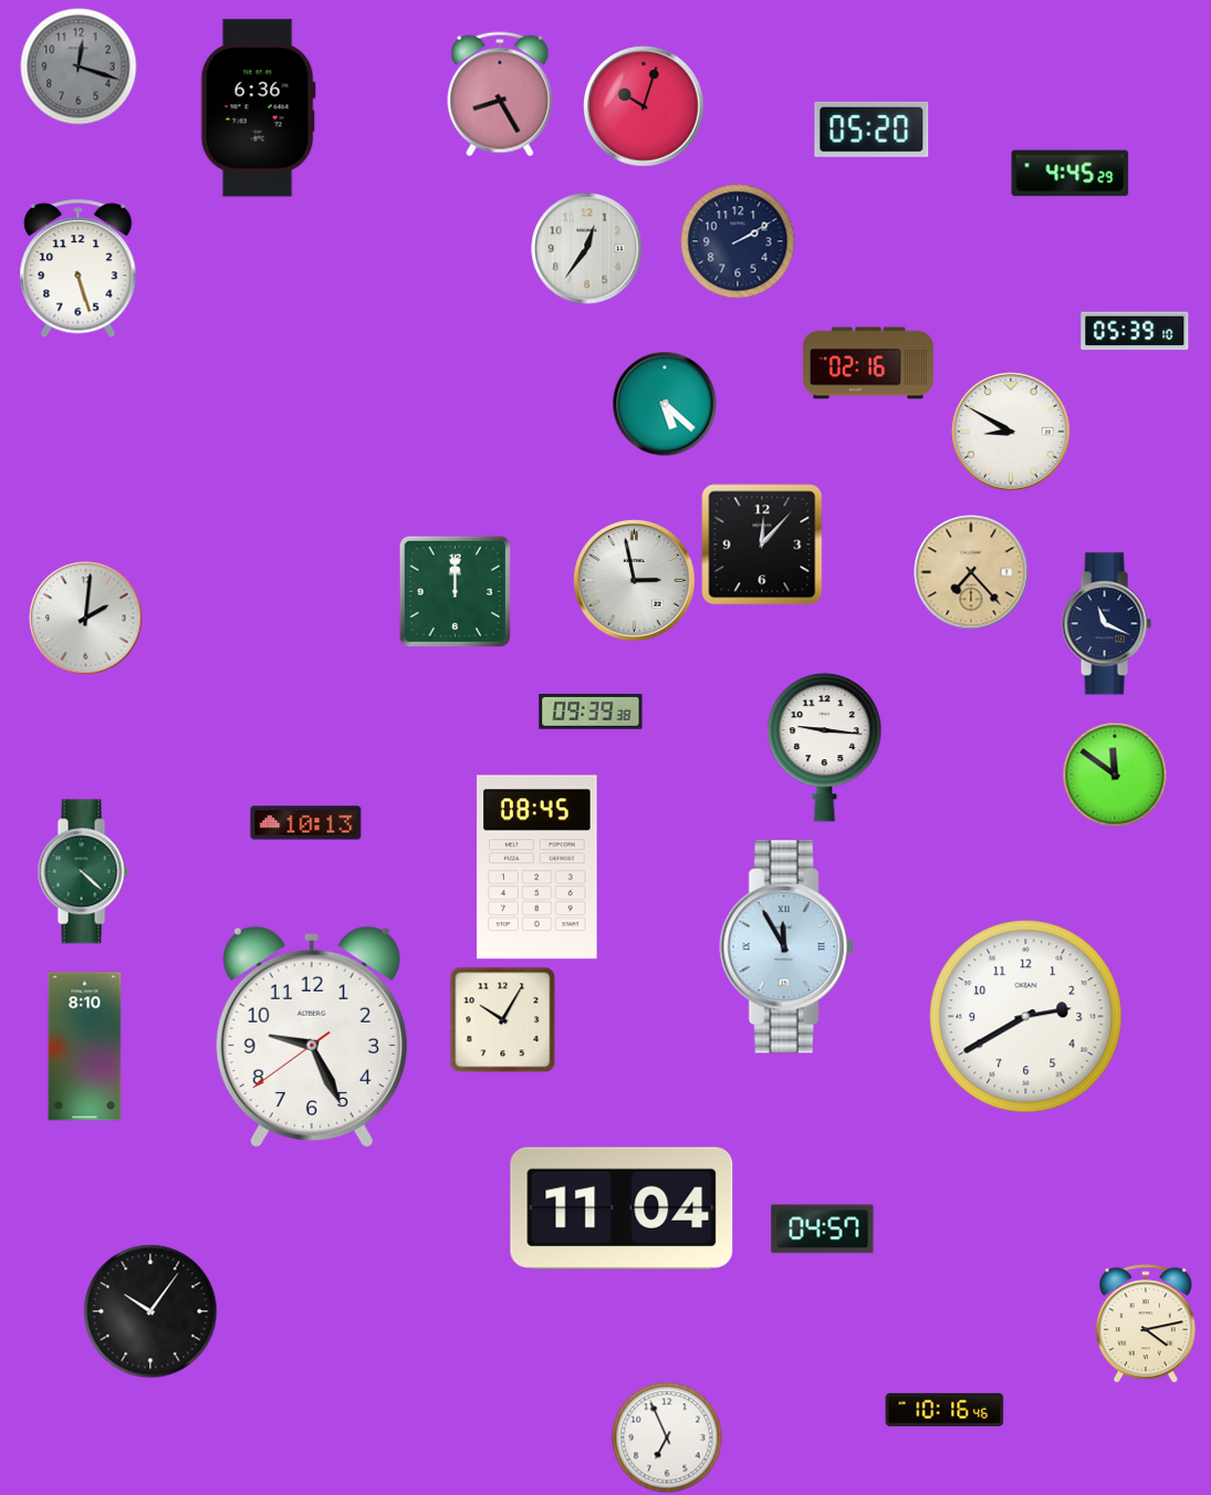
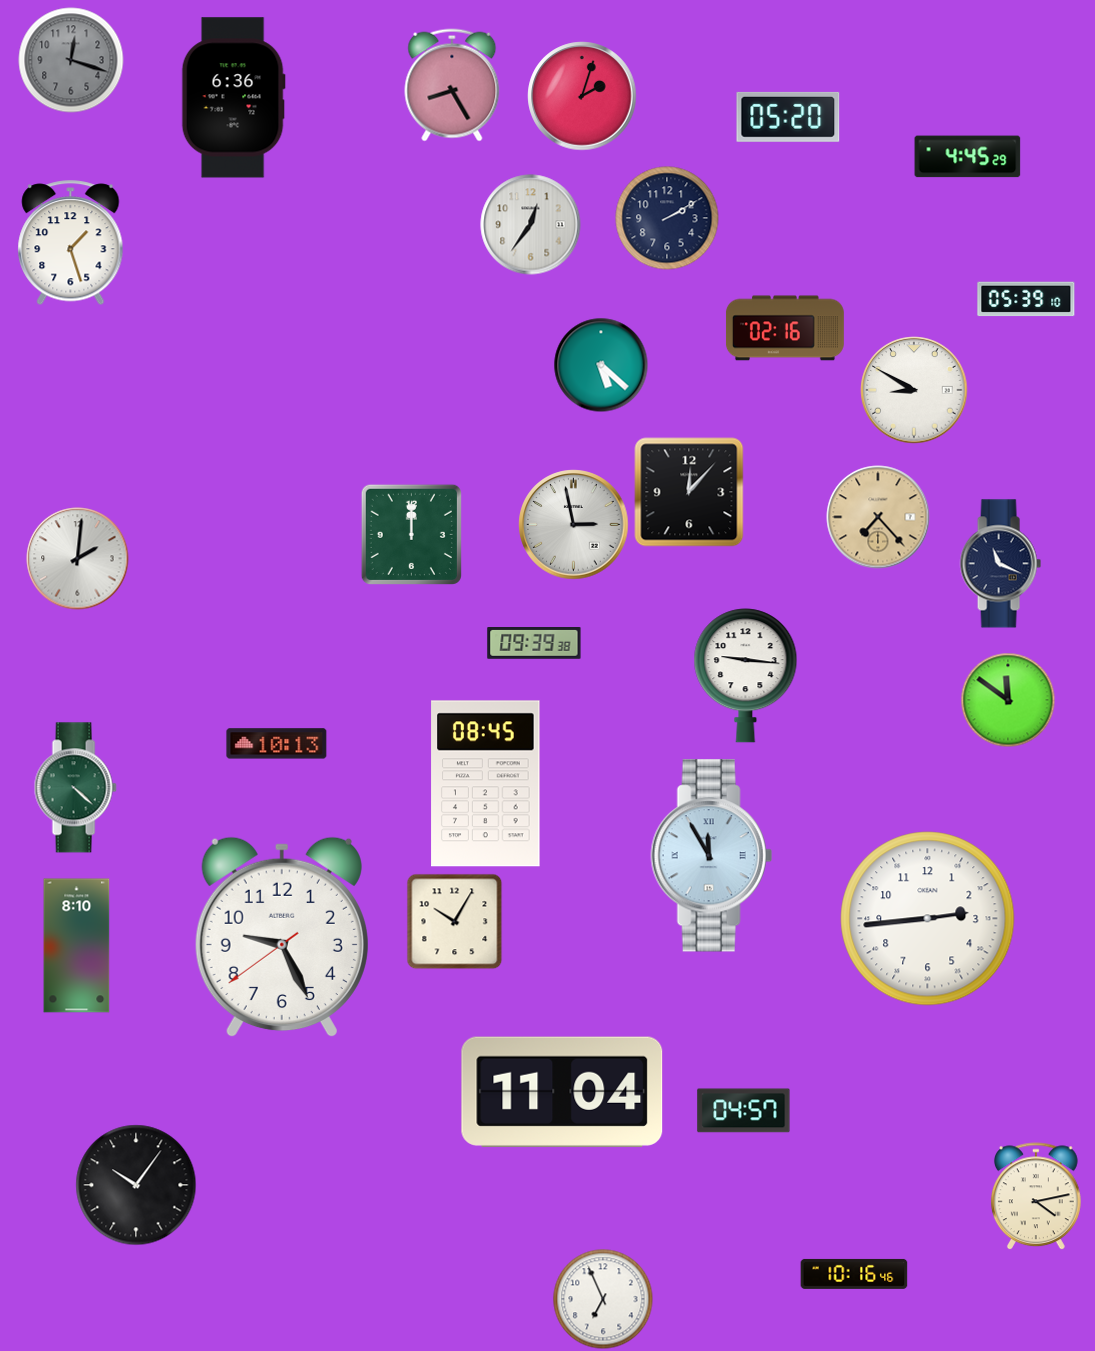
clock at (644, 106): 10:03 -> 2:03
clock at (79, 269): 5:27 -> 1:27
clock at (1026, 1017): 2:40 -> 2:44
